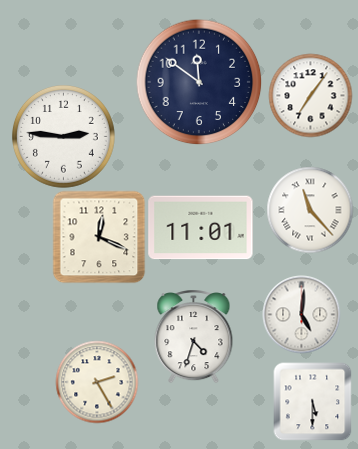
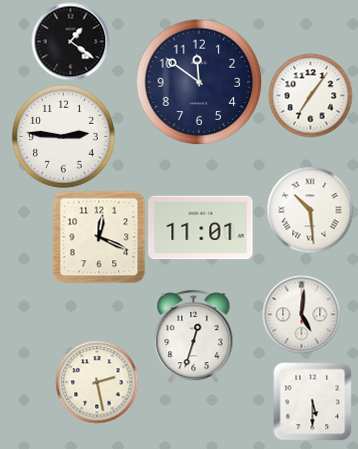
clock at (70, 41): none -> 1:21
clock at (310, 210): 11:23 -> 10:29
clock at (194, 337): 4:33 -> 12:33
clock at (97, 382): 2:25 -> 2:28
